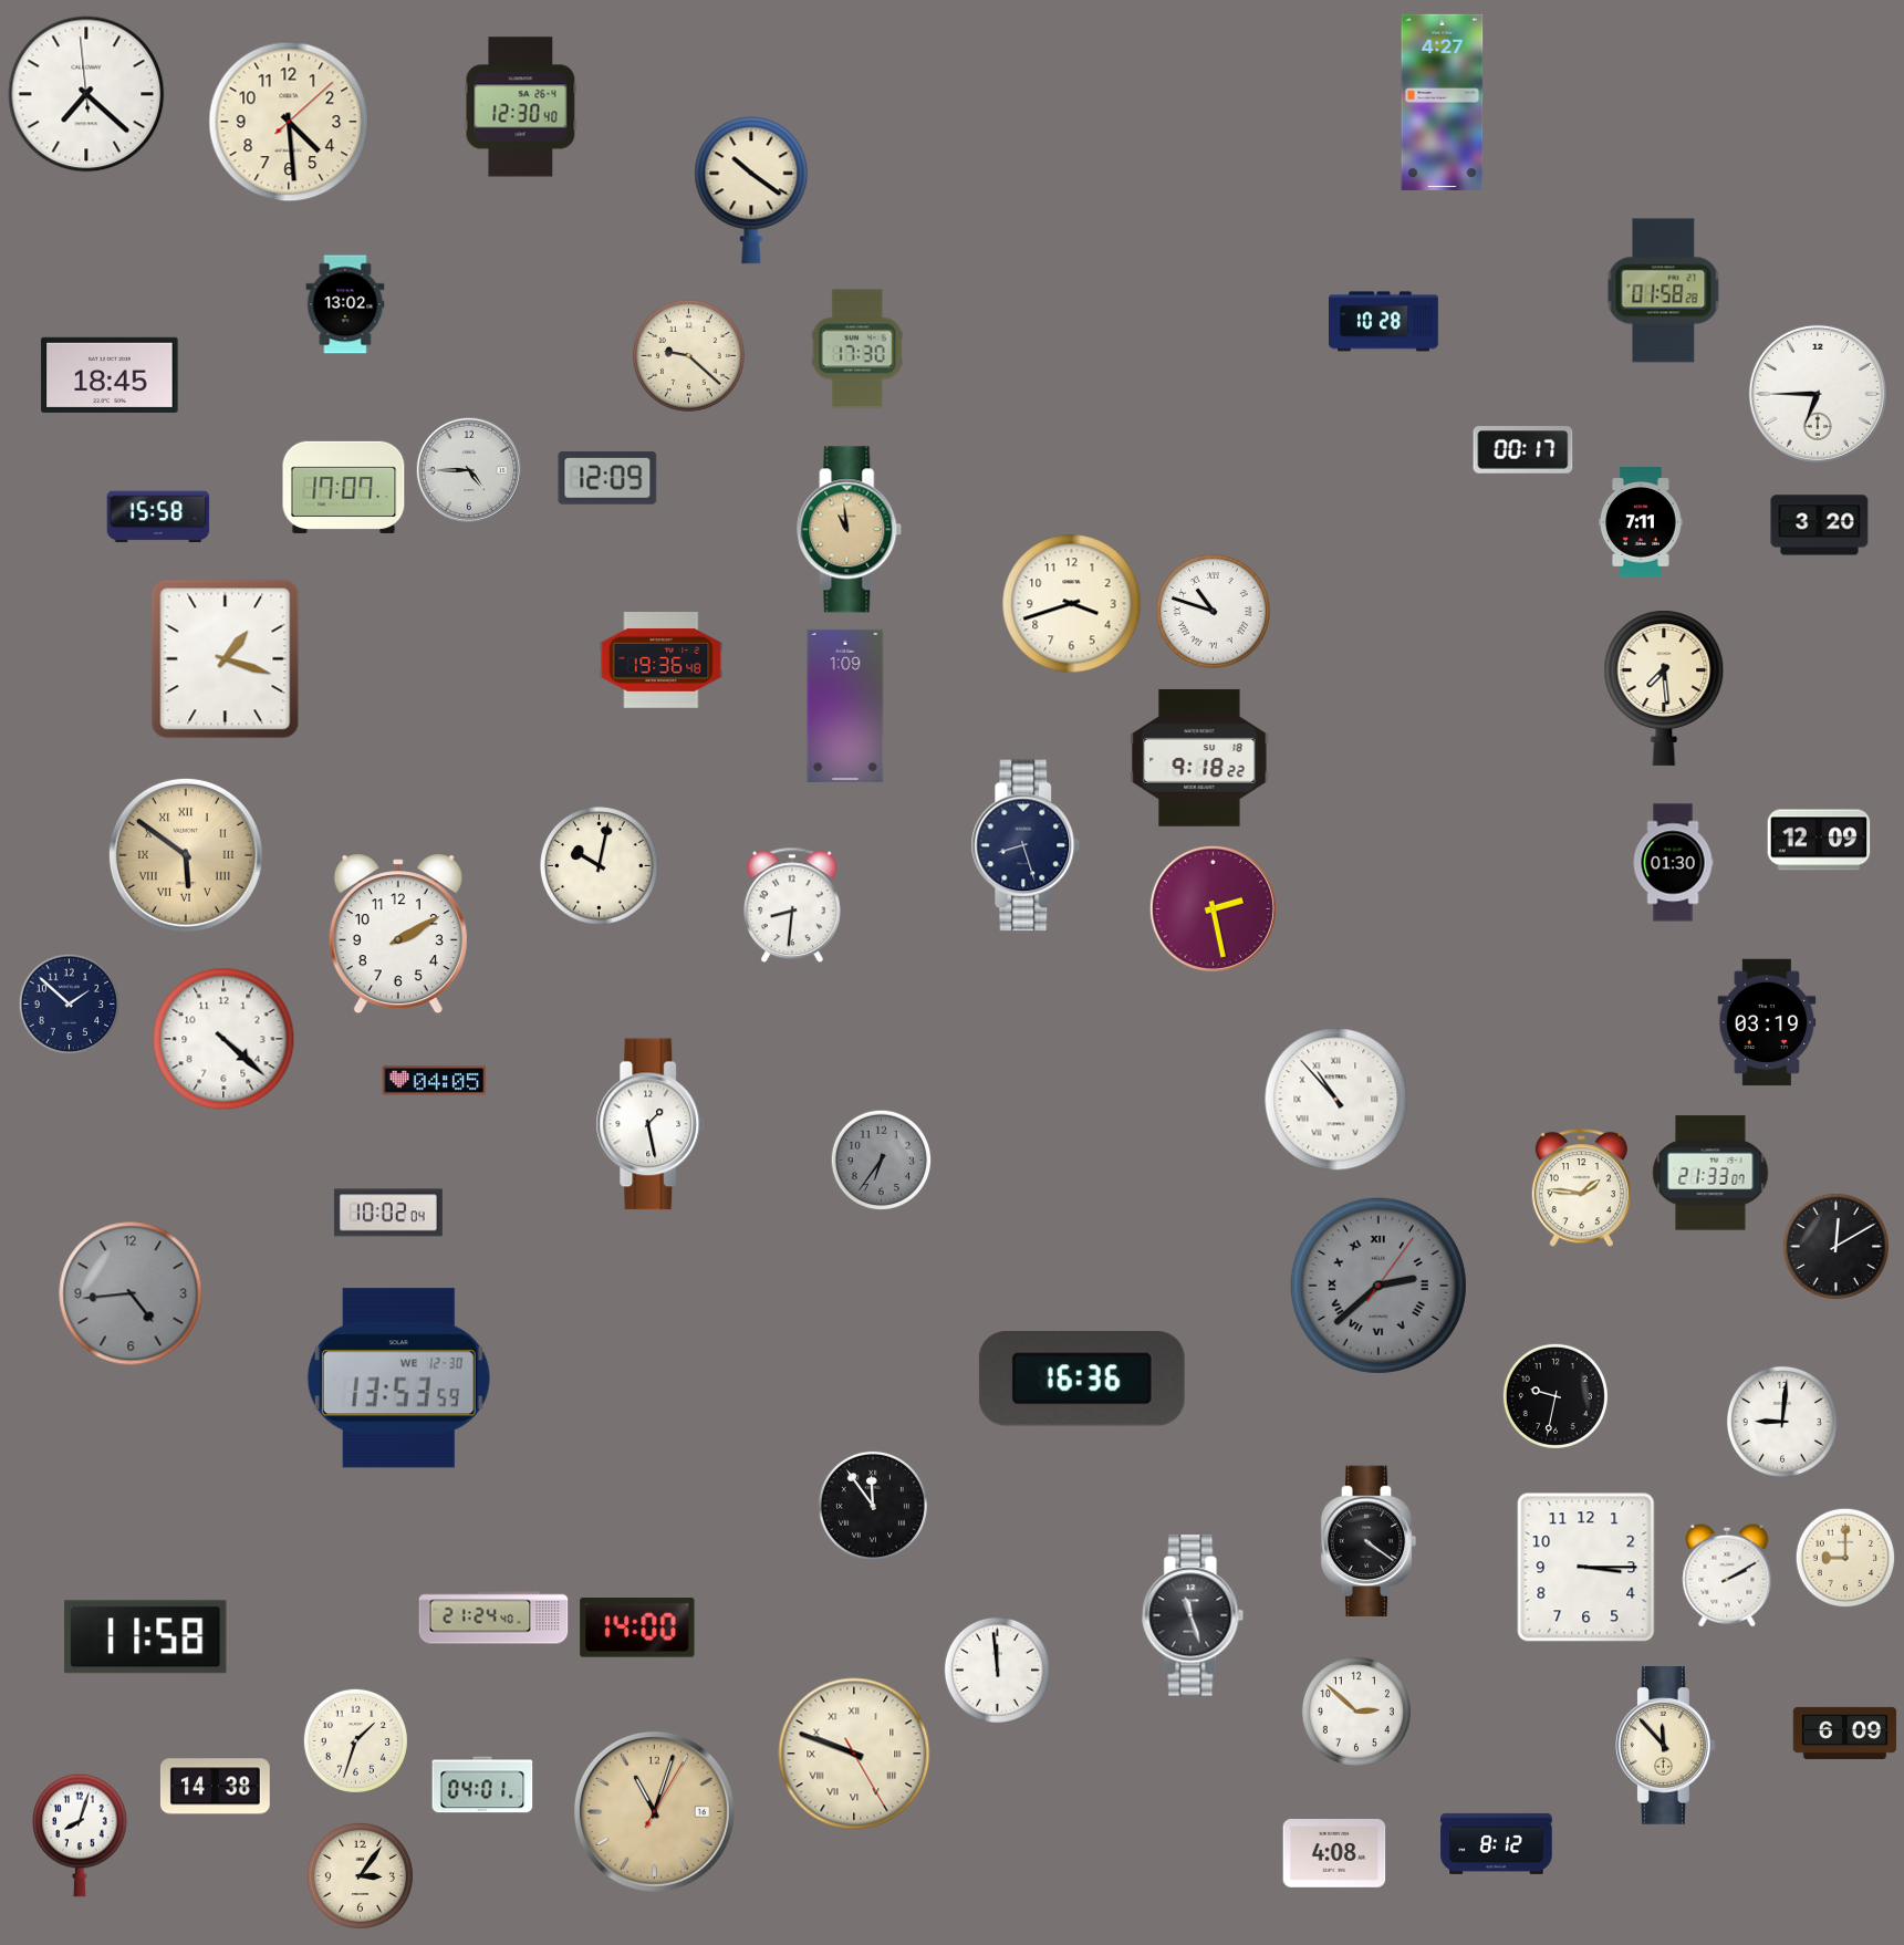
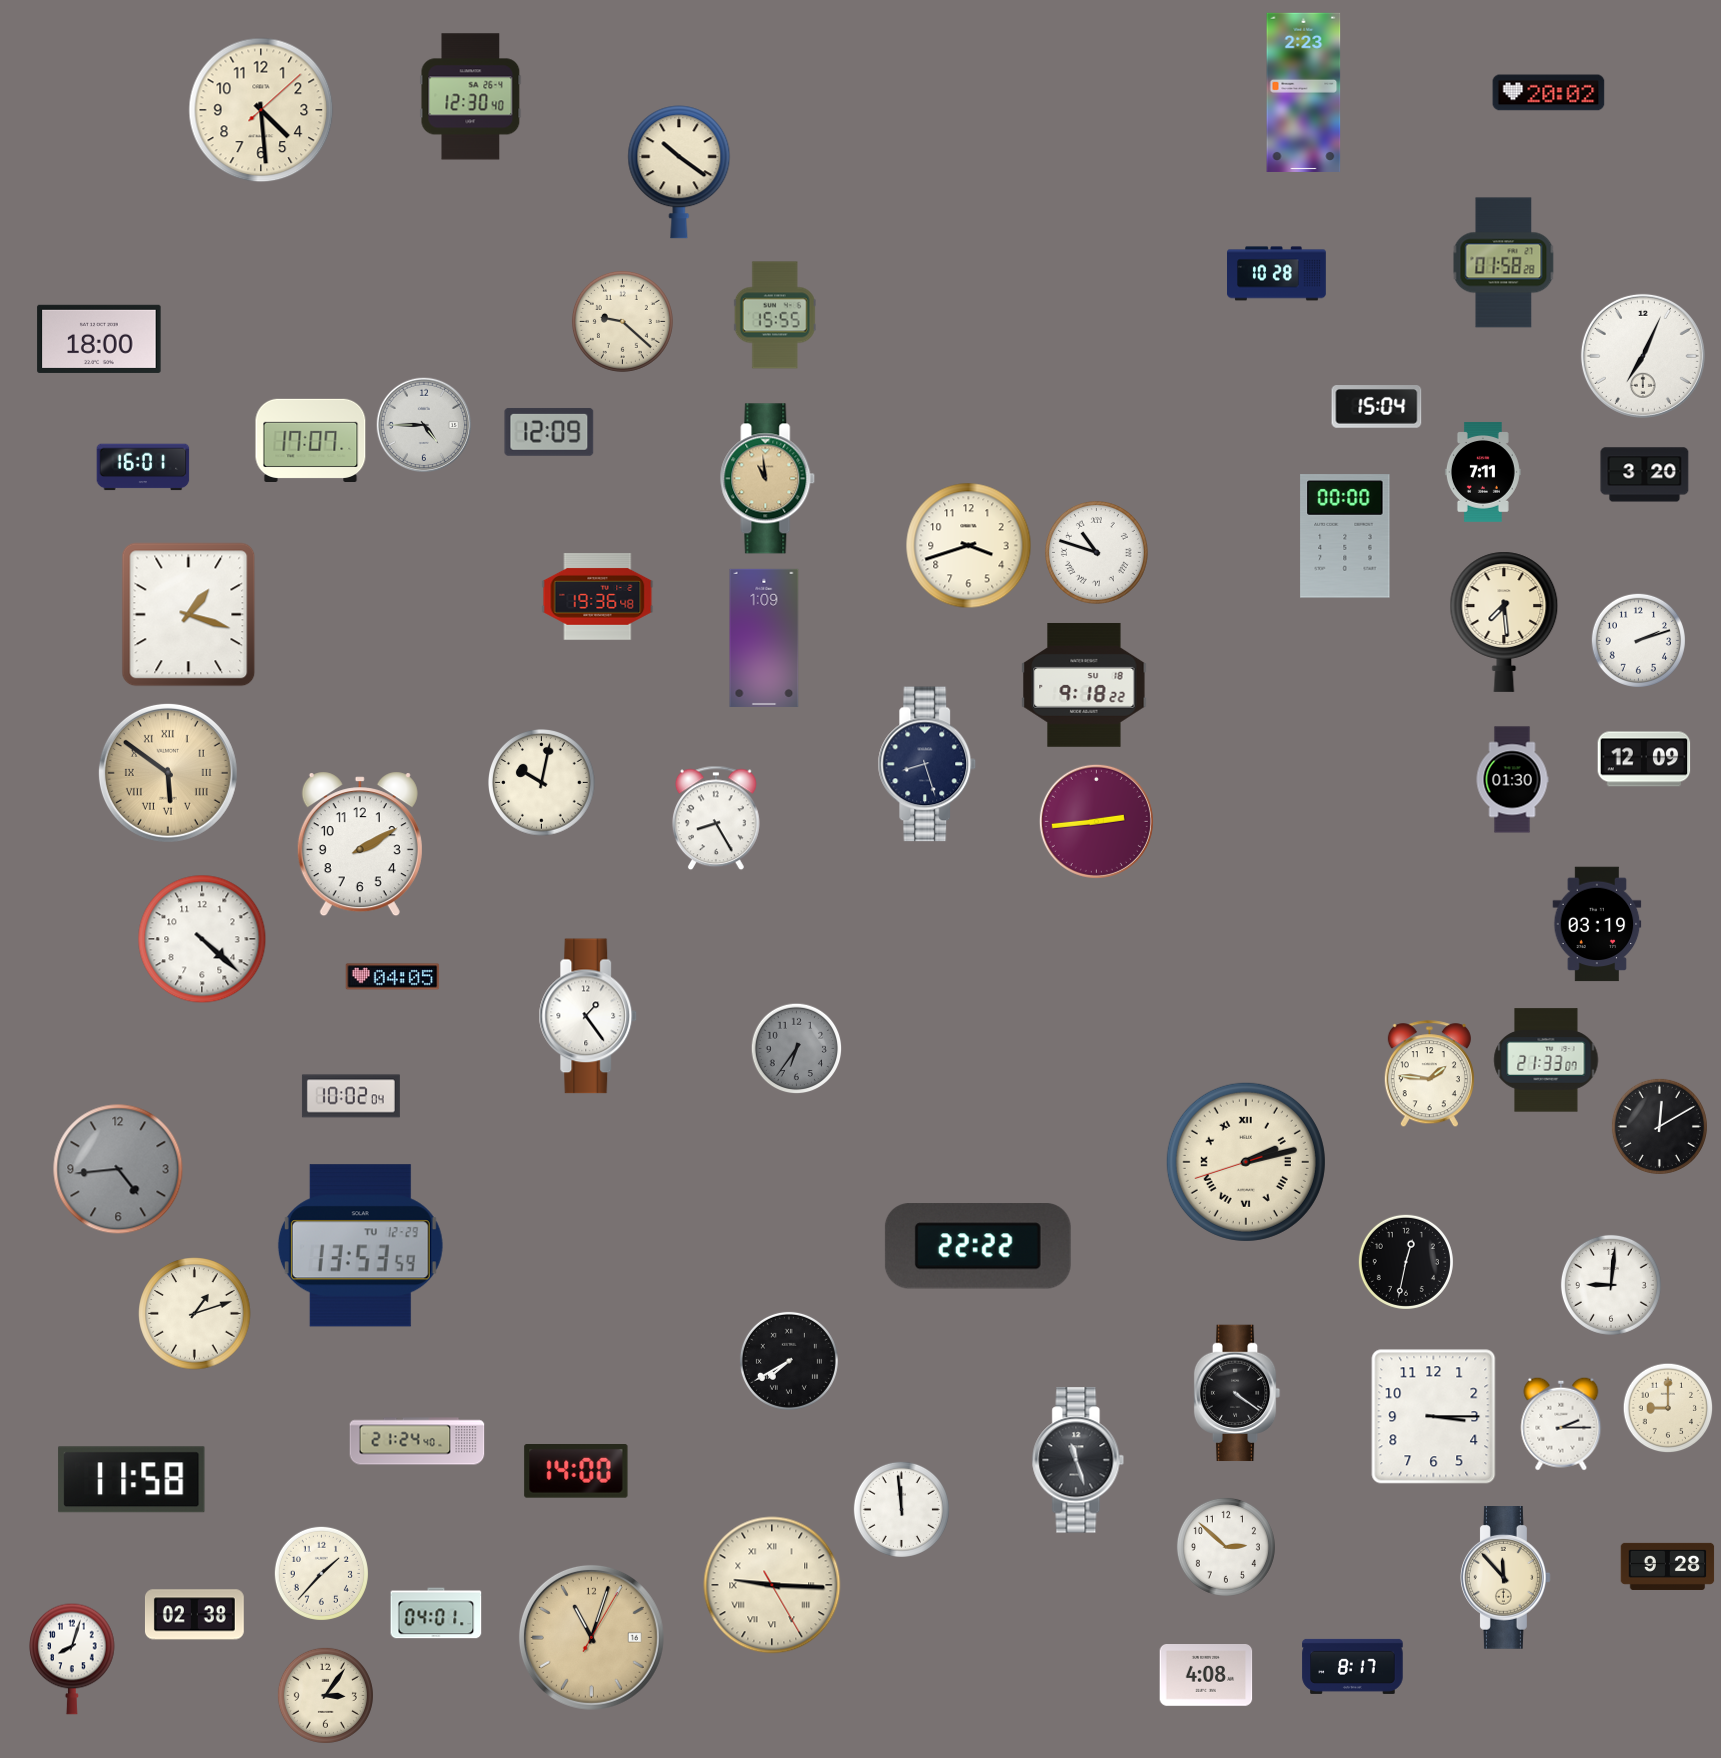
clock at (86, 94): 7:21 -> none
clock at (1443, 102): 4:27 -> 2:23
clock at (1549, 93): none -> 20:02
clock at (345, 304): 13:02 -> none
clock at (1384, 322) position: (1384, 322) -> (1277, 274)
clock at (857, 349): 17:30 -> 15:55
clock at (110, 375): 18:45 -> 18:00
clock at (1818, 394): 6:45 -> 7:04
clock at (1523, 450): 00:17 -> 15:04
clock at (158, 517): 15:58 -> 16:01
clock at (1345, 536): none -> 00:00
clock at (226, 659) position: (226, 659) -> (189, 615)
clock at (1638, 640): none -> 2:12
clock at (792, 905): 8:31 -> 8:25
clock at (1213, 908): 2:28 -> 2:44
clock at (70, 1005): 1:52 -> none
clock at (1336, 1100): 10:53 -> none
clock at (651, 1124): 1:28 -> 1:24
clock at (1378, 1286): 2:38 -> 2:12
clock at (1378, 1286) dial: grey -> cream
clock at (398, 1379) date: WE 12-30 -> TU 12-29
clock at (1082, 1379): 16:36 -> 22:22
clock at (1556, 1396): 9:32 -> 12:32
clock at (195, 1314): none -> 1:12
clock at (873, 1506): 11:54 -> 7:40
clock at (1727, 1575): 2:10 -> 2:15
clock at (493, 1618) position: (493, 1618) -> (417, 1441)
clock at (1845, 1733): 6:09 -> 9:28
clock at (355, 1740): 1:33 -> 1:37
clock at (854, 1754): 9:48 -> 9:15
clock at (215, 1787): 14:38 -> 02:38
clock at (1497, 1843): 8:12 -> 8:17
